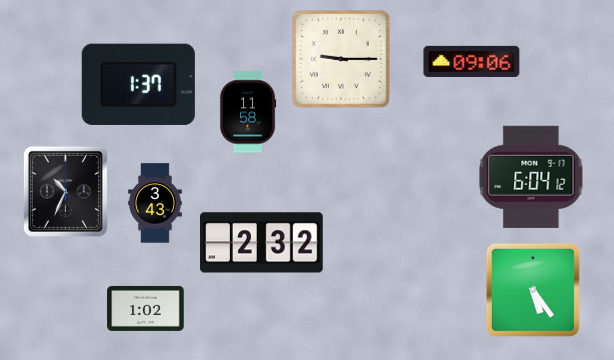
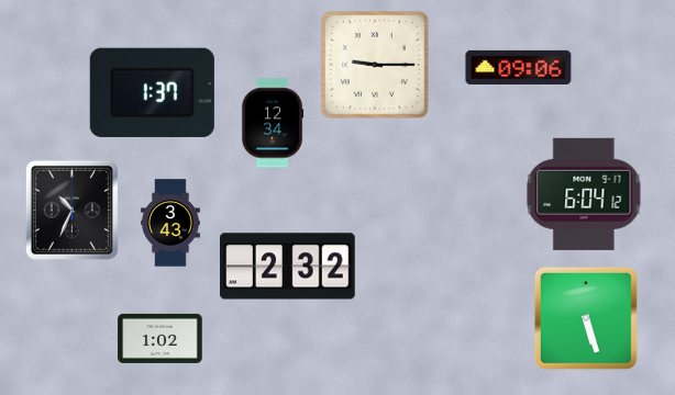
clock at (248, 112): 11:58 -> 12:34
clock at (533, 290): 5:24 -> 5:27
